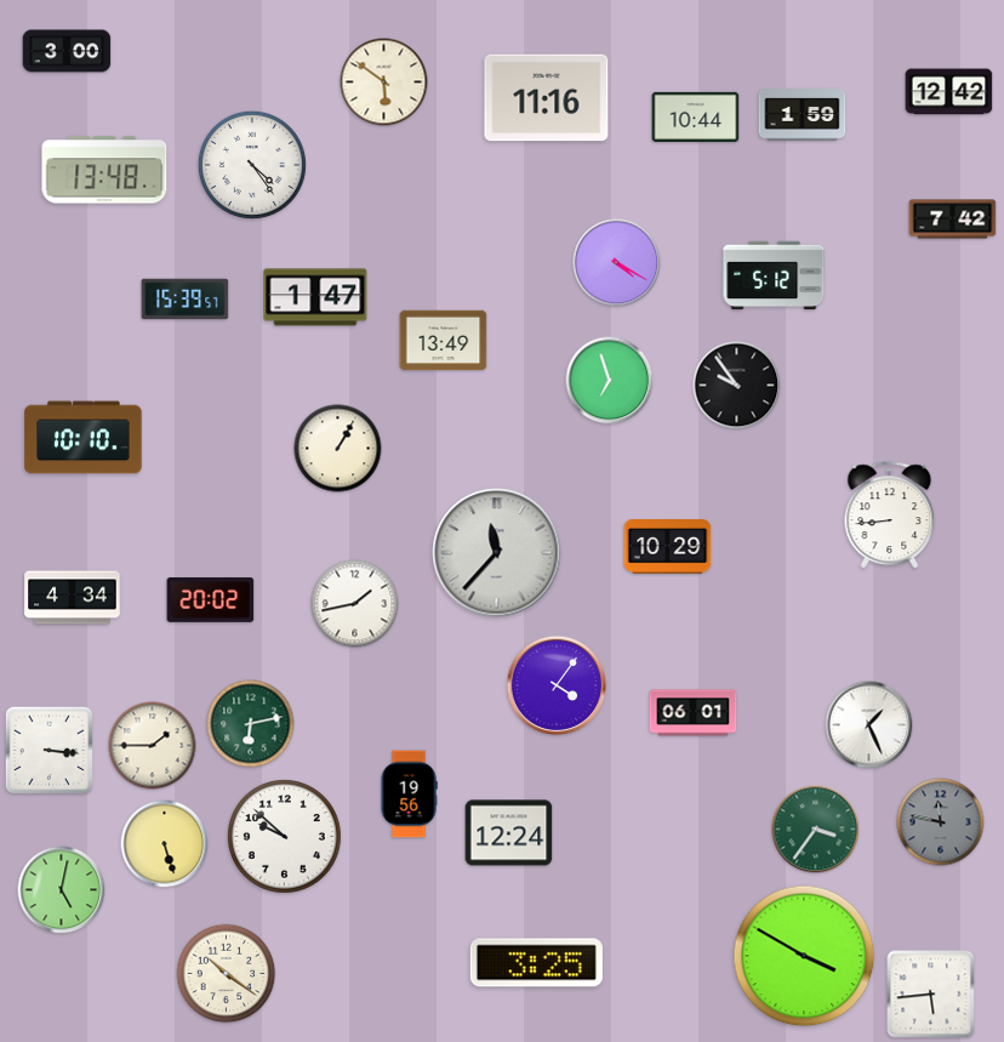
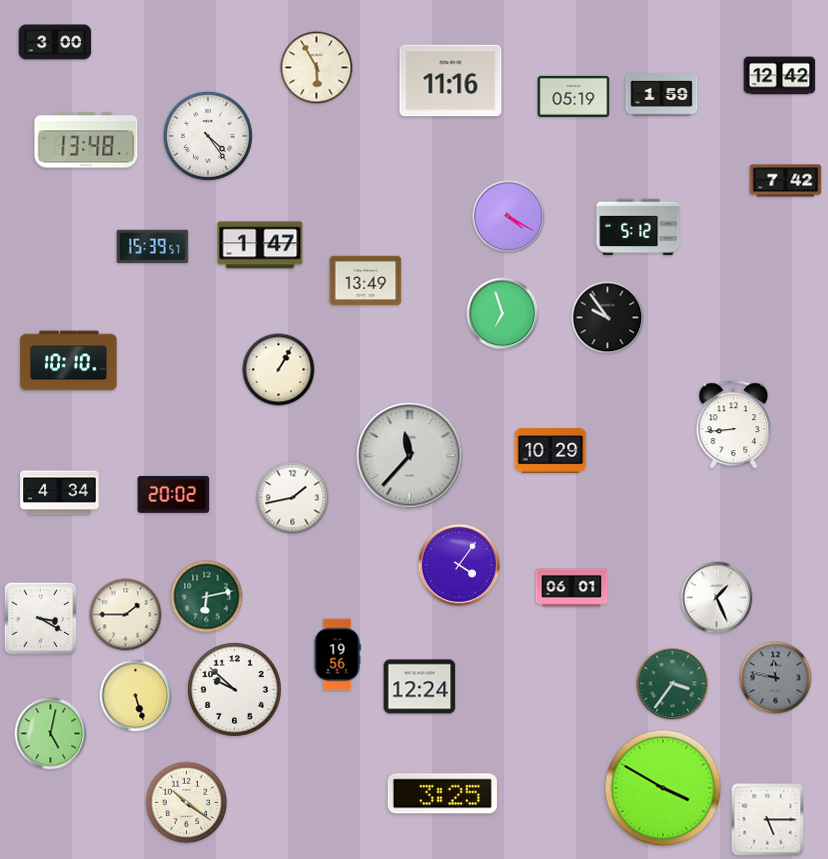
clock at (384, 82): 5:51 -> 5:55
clock at (949, 92) position: (949, 92) -> (780, 76)
clock at (696, 116): 10:44 -> 05:19
clock at (50, 751): 3:16 -> 3:20
clock at (931, 995): 5:44 -> 5:15
